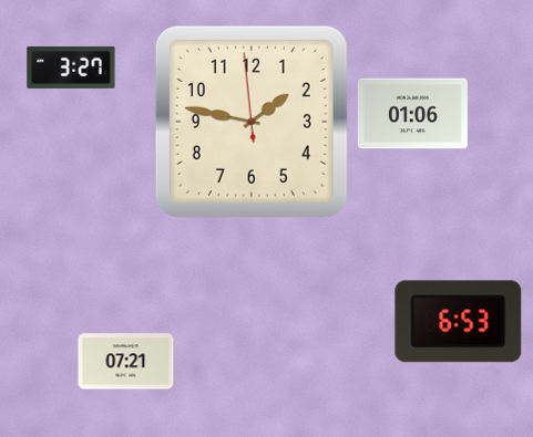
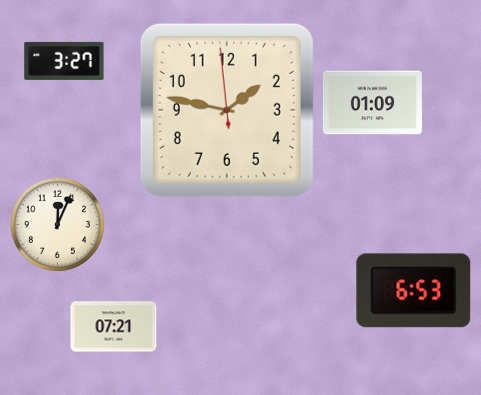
clock at (412, 114): 01:06 -> 01:09
clock at (57, 224): none -> 12:04
